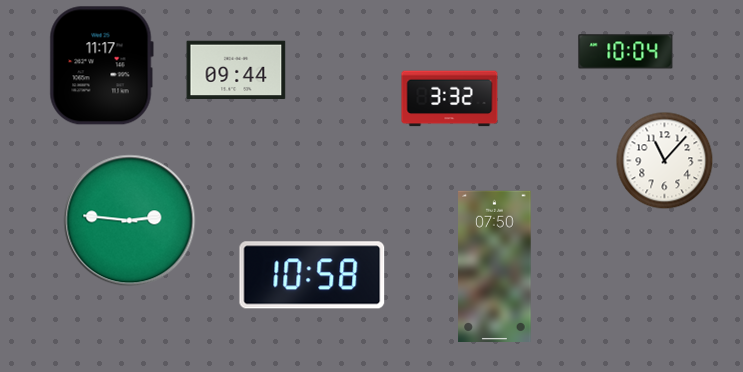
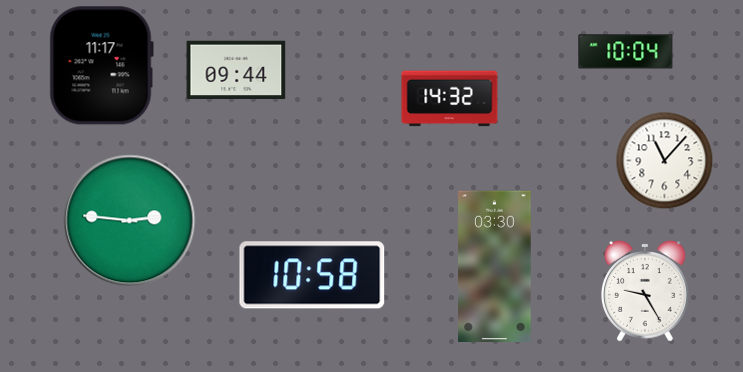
clock at (450, 99): 3:32 -> 14:32
clock at (495, 266): 07:50 -> 03:30
clock at (646, 291): none -> 9:25
